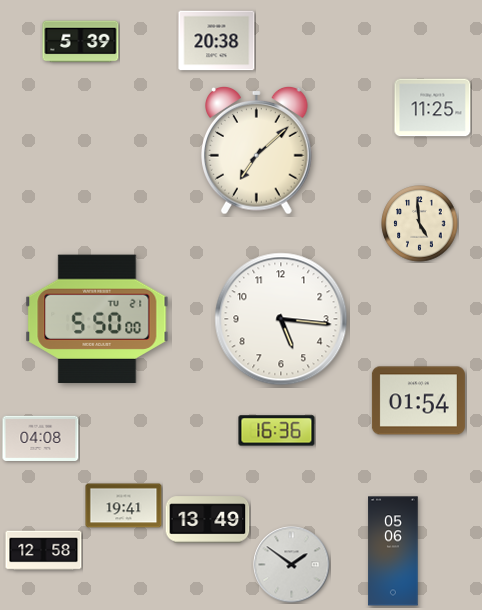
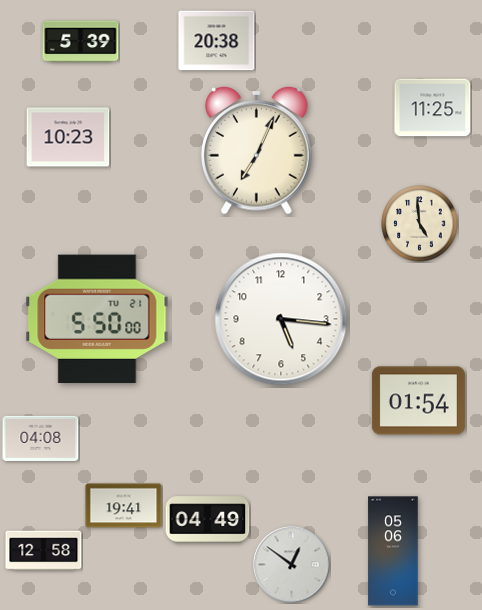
clock at (68, 137): none -> 10:23
clock at (257, 150): 7:08 -> 7:04
clock at (277, 431): 16:36 -> none
clock at (208, 520): 13:49 -> 04:49
clock at (292, 565): 1:51 -> 12:51
